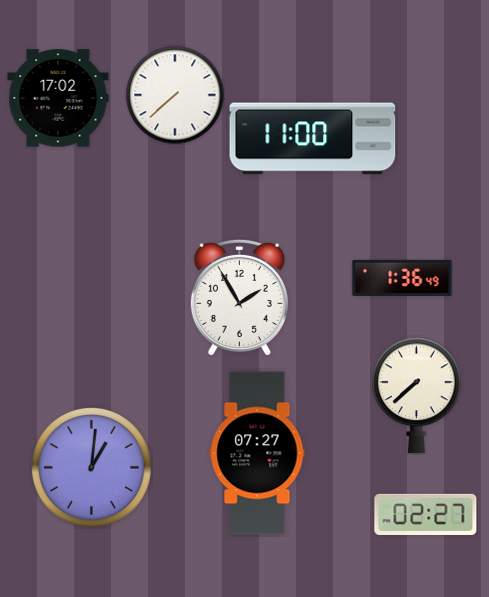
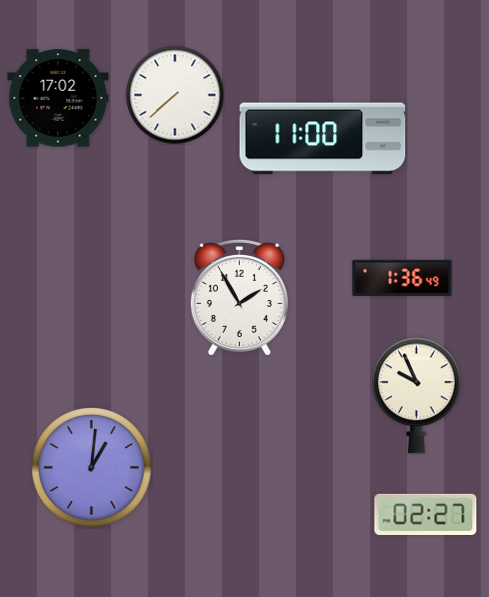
clock at (313, 139) position: (313, 139) -> (323, 139)
clock at (417, 396): 7:38 -> 9:56
clock at (257, 453): 07:27 -> none
